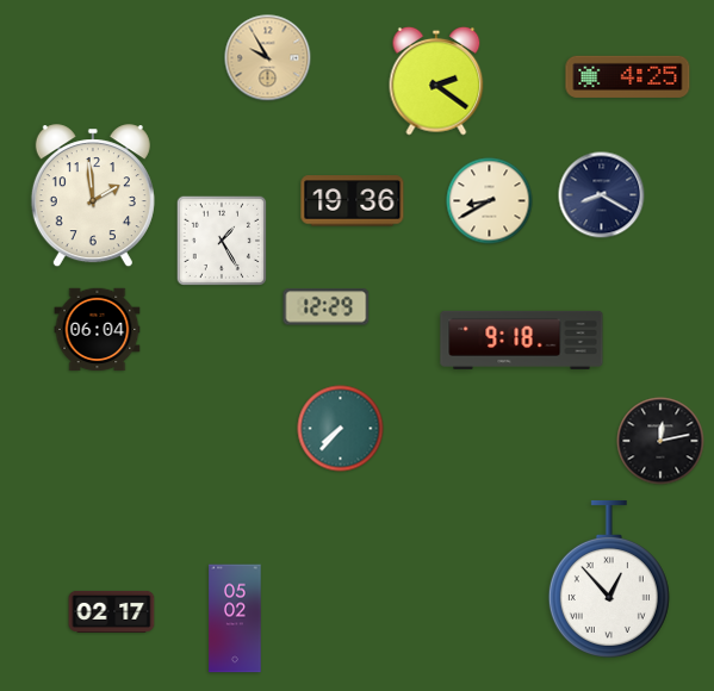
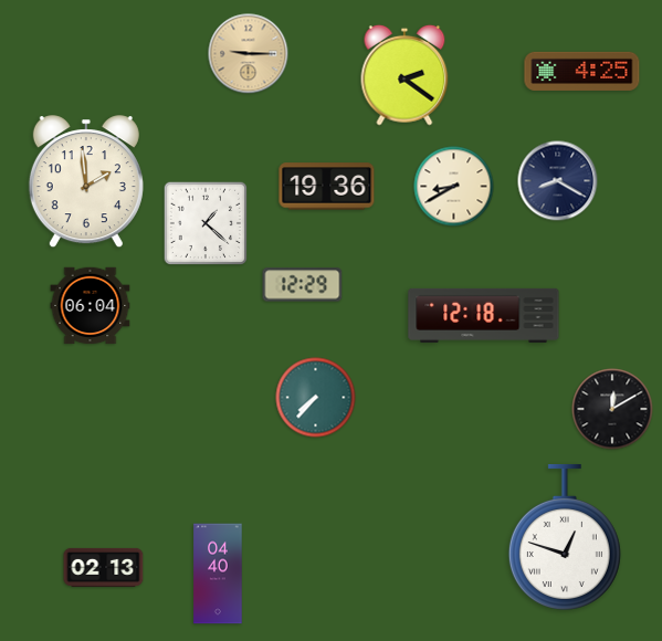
clock at (268, 58): 9:55 -> 9:15
clock at (221, 239): 1:25 -> 1:22
clock at (522, 340): 9:18 -> 12:18
clock at (660, 441): 12:13 -> 12:10
clock at (609, 579): 12:53 -> 12:48
clock at (112, 611): 02:17 -> 02:13
clock at (235, 618): 05:02 -> 04:40
